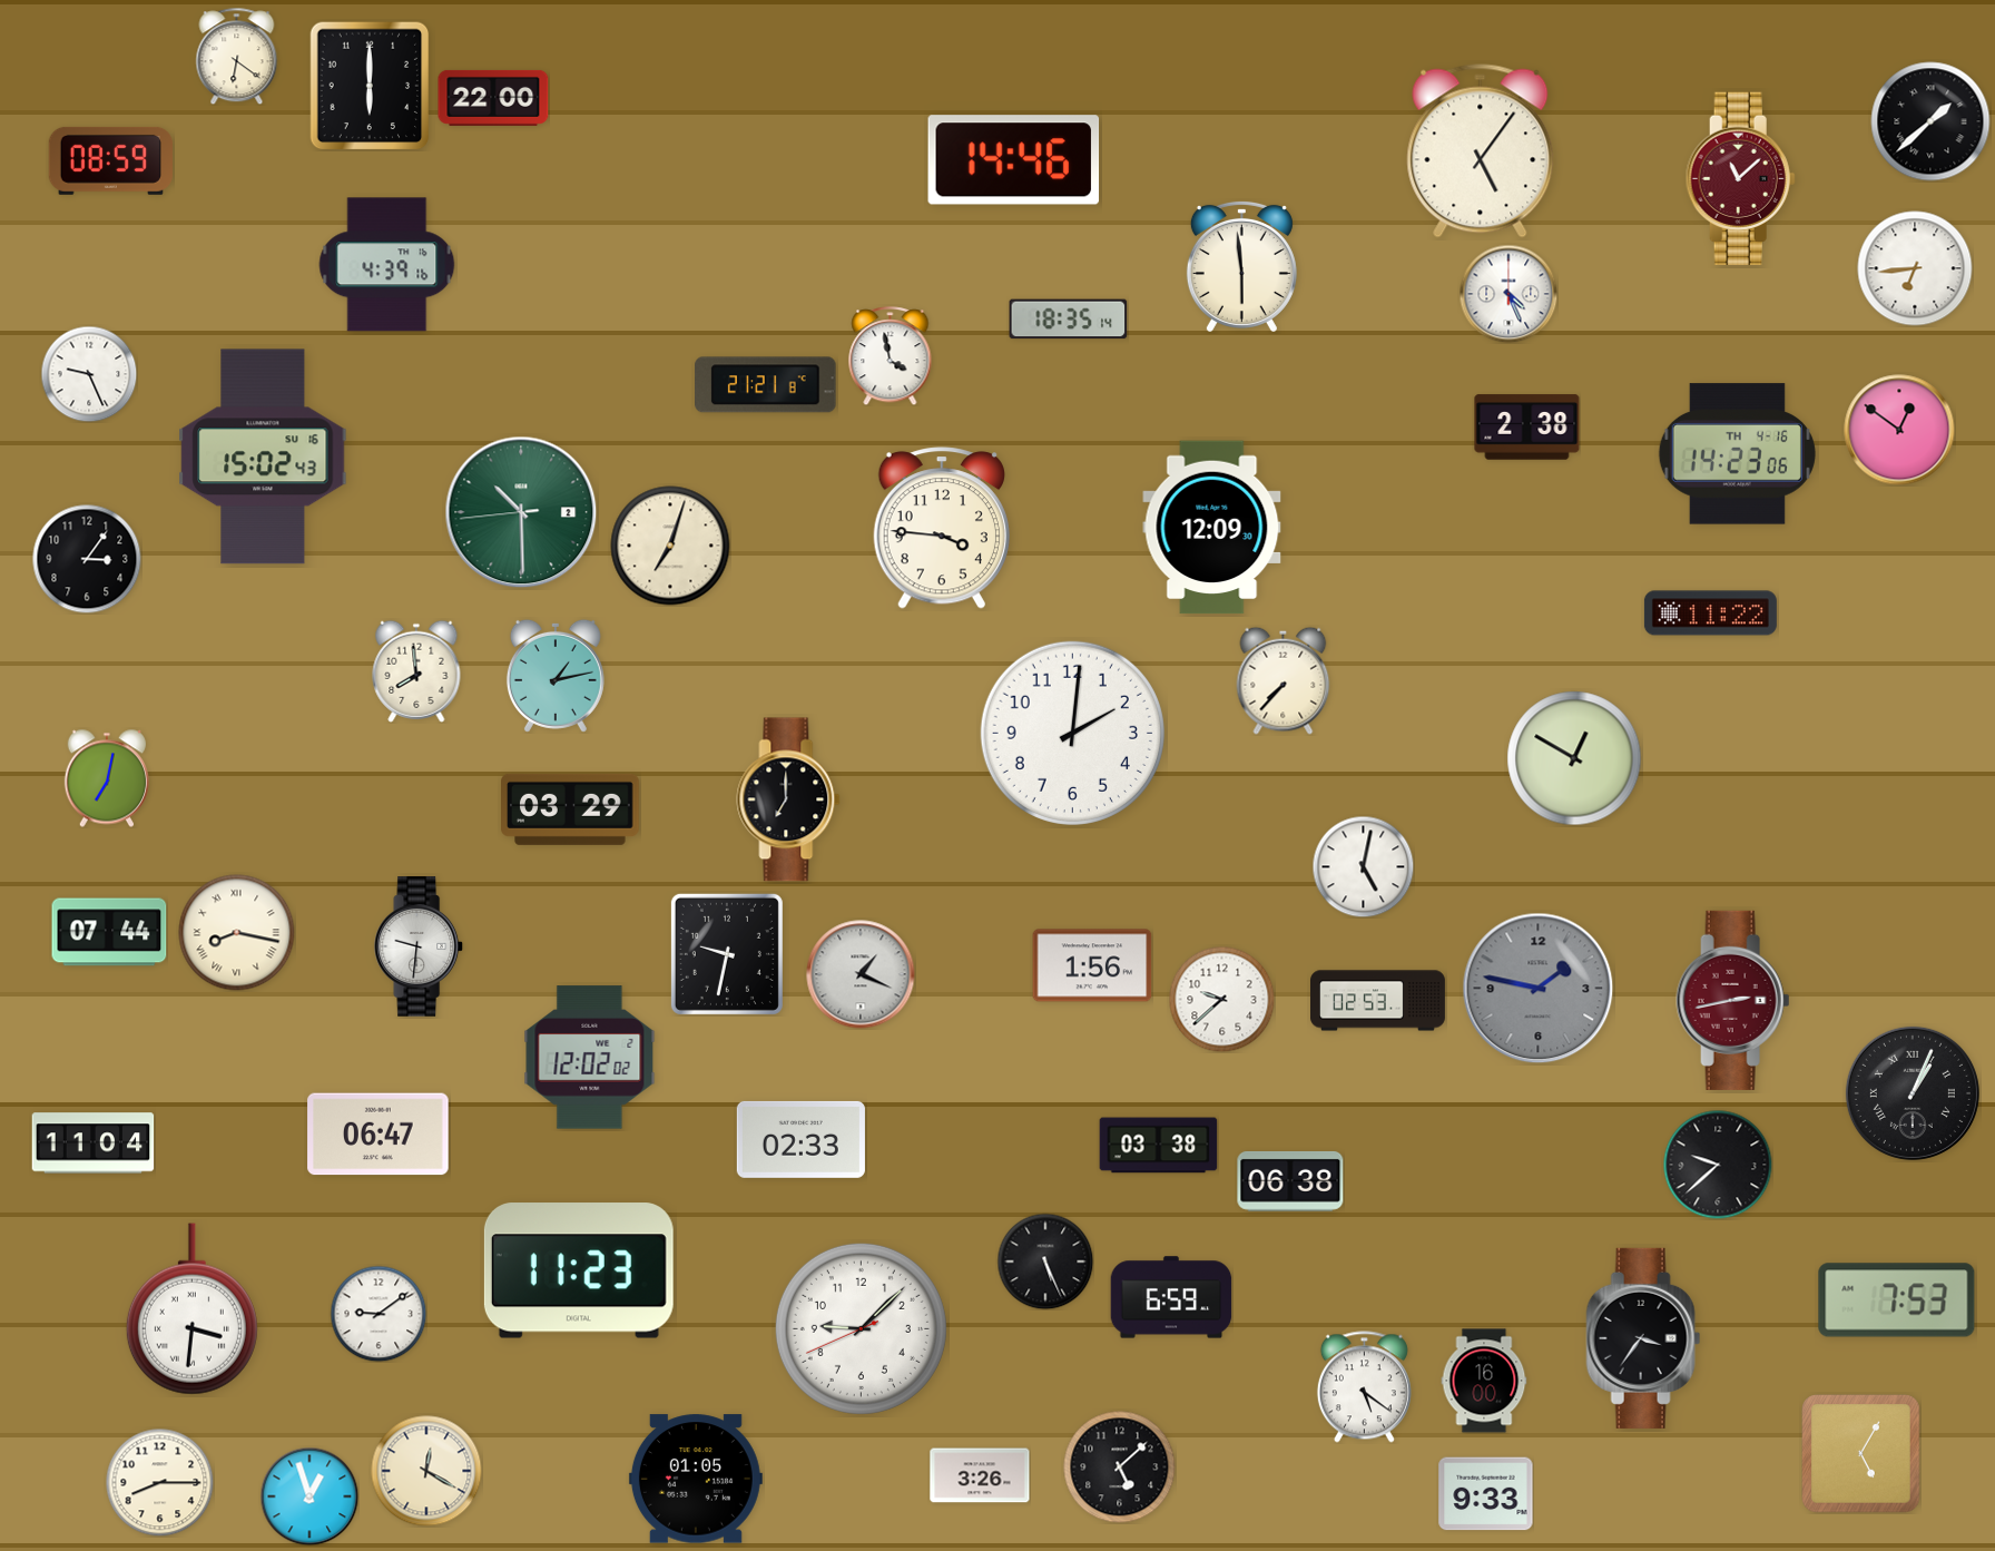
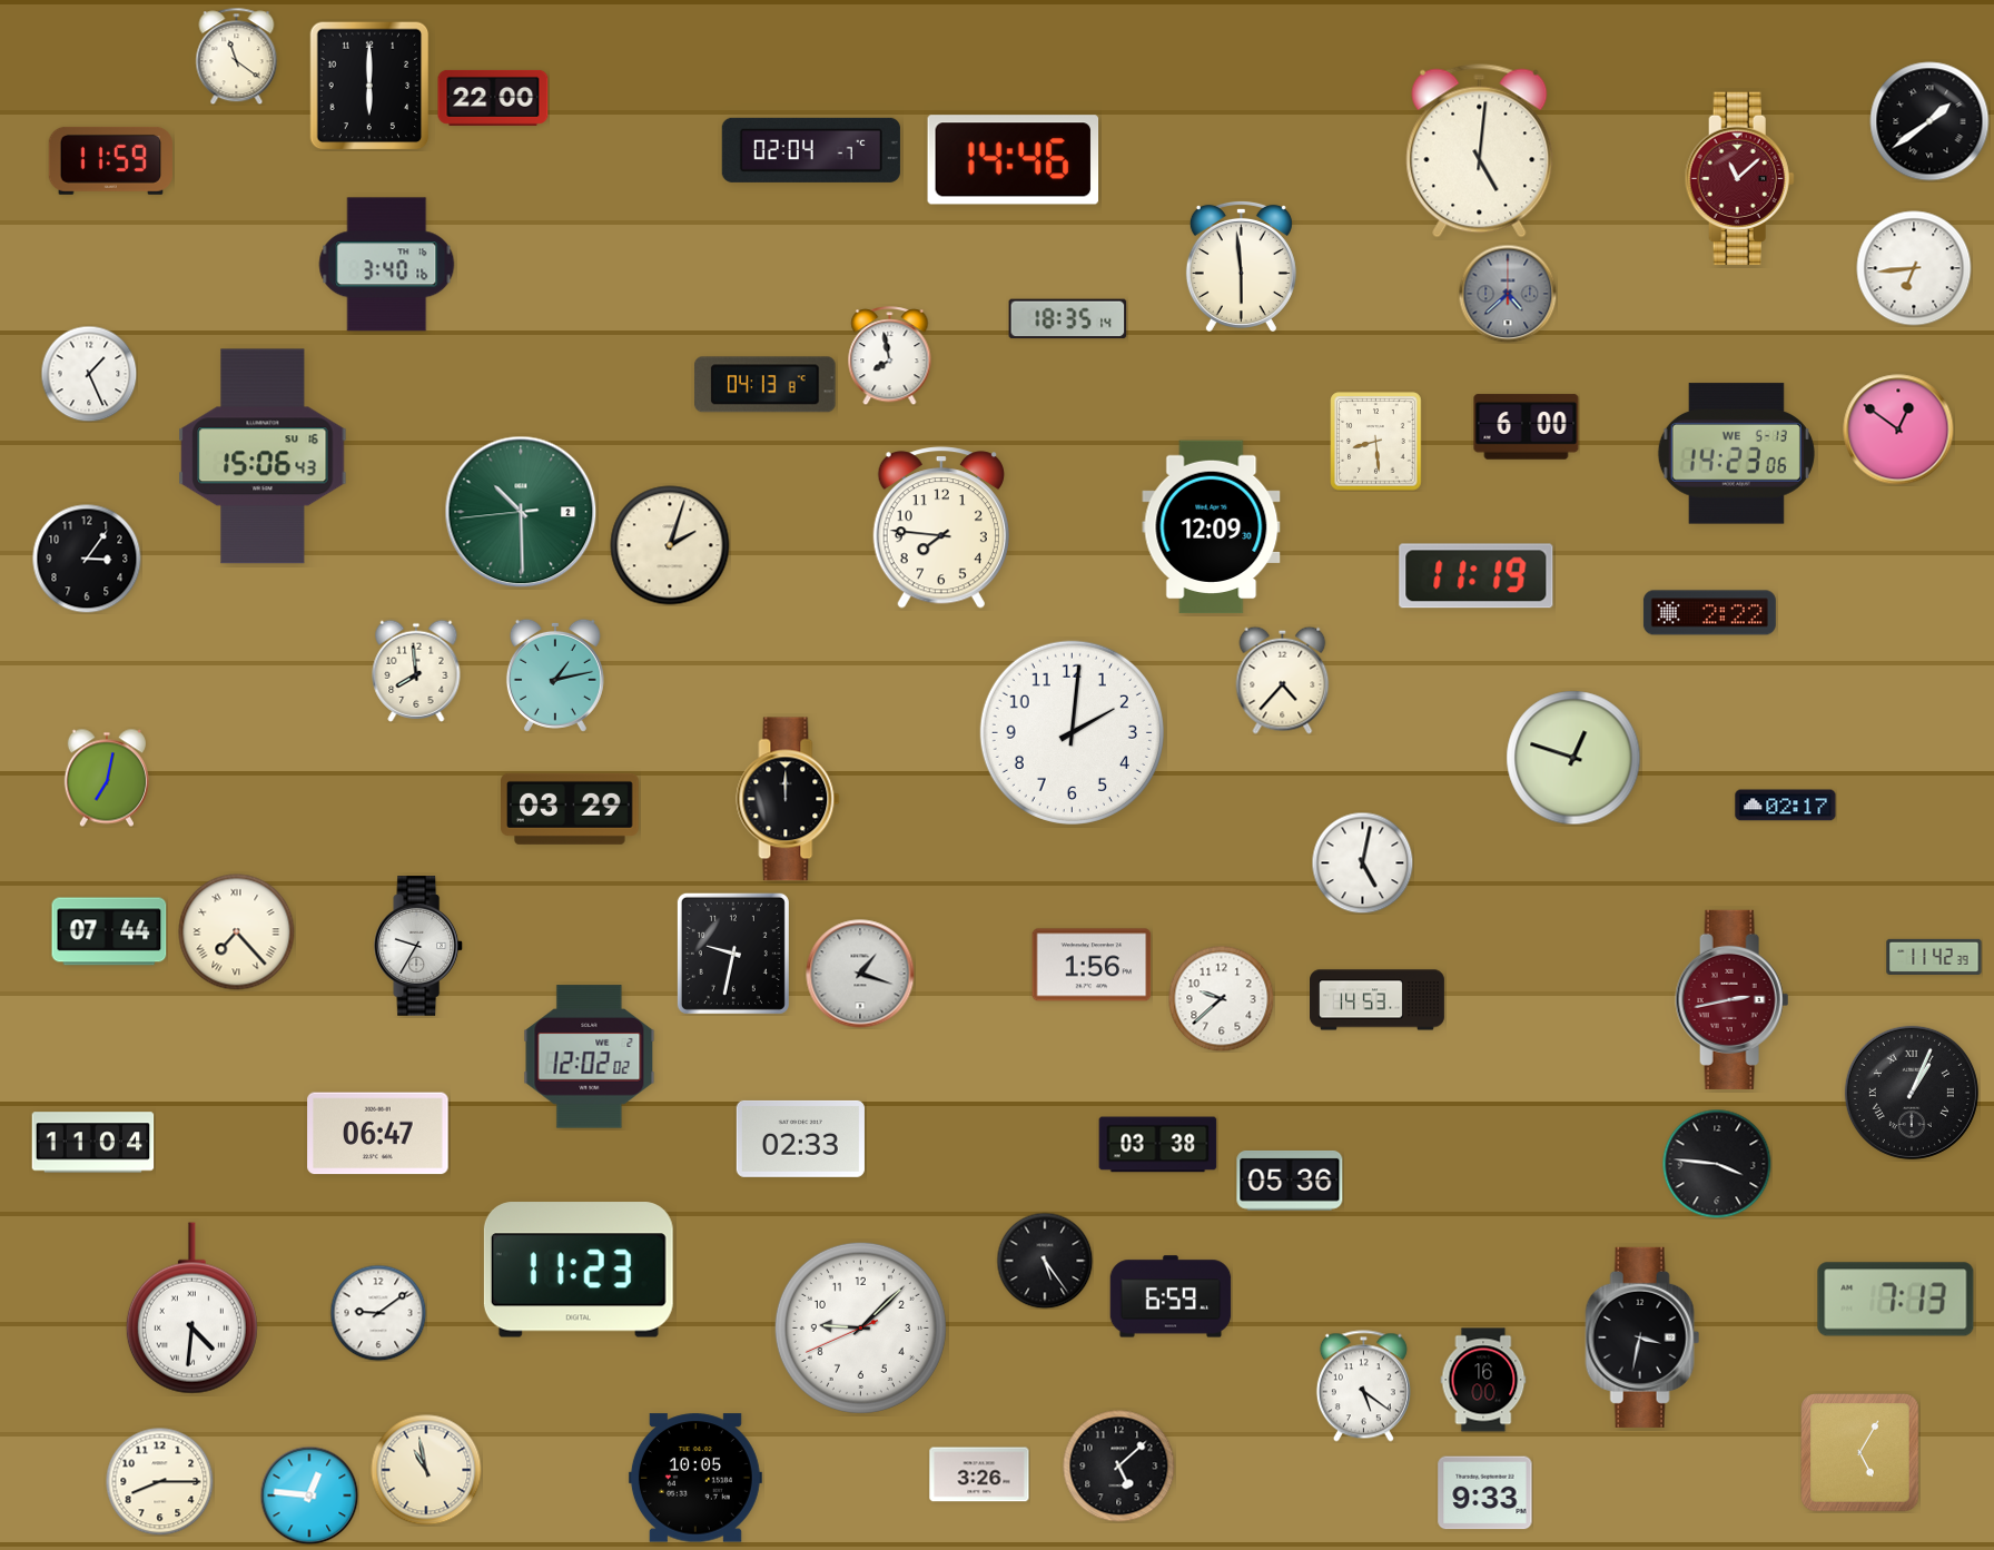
clock at (237, 56): 6:21 -> 11:21
clock at (1930, 121): 1:38 -> 1:39
clock at (811, 150): none -> 02:04
clock at (1481, 151): 5:06 -> 5:01
clock at (110, 160): 08:59 -> 11:59
clock at (387, 265): 4:39 -> 3:40
clock at (1508, 294): 4:26 -> 4:38
clock at (1508, 294) dial: white -> grey
clock at (891, 356): 3:58 -> 7:58
clock at (89, 374): 9:26 -> 1:26
clock at (766, 385): 21:21 -> 04:13
clock at (1527, 428): 2:38 -> 6:00
clock at (1376, 442): none -> 8:29
clock at (1737, 454) date: TH 4-16 -> WE 5-13
clock at (263, 457): 15:02 -> 15:06
clock at (942, 528): 3:46 -> 7:46
clock at (670, 546): 7:03 -> 2:03
clock at (1477, 576): none -> 11:19
clock at (1710, 613): 11:22 -> 2:22
clock at (1284, 680): 7:37 -> 4:37
clock at (1574, 758): 12:50 -> 12:48
clock at (788, 799): 7:00 -> 12:00
clock at (1786, 806): none -> 02:17
clock at (1363, 866) position: (1363, 866) -> (1362, 862)
clock at (237, 933): 8:17 -> 7:23
clock at (420, 946): 9:31 -> 9:35
clock at (727, 954) position: (727, 954) -> (733, 954)
clock at (1934, 957): none -> 11:42
clock at (861, 974): 1:19 -> 1:18
clock at (1539, 989): 1:47 -> none
clock at (1378, 1001): 02:53 -> 14:53
clock at (1718, 1165): 9:38 -> 3:46
clock at (1290, 1181): 06:38 -> 05:36
clock at (1045, 1262): 5:26 -> 5:24
clock at (1897, 1300): 7:53 -> 7:13
clock at (191, 1309): 3:31 -> 4:31
clock at (1643, 1338): 3:36 -> 3:32
clock at (426, 1471): 12:20 -> 10:58
clock at (696, 1479): 01:05 -> 10:05
clock at (309, 1496): 12:57 -> 12:46
